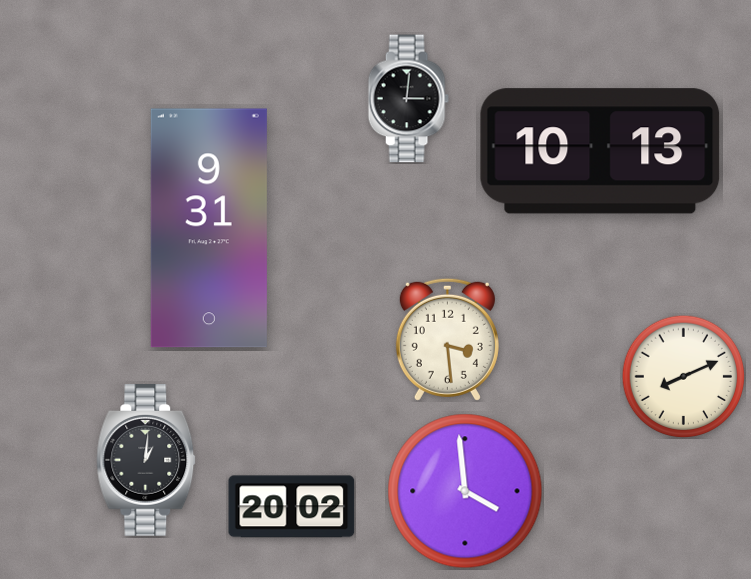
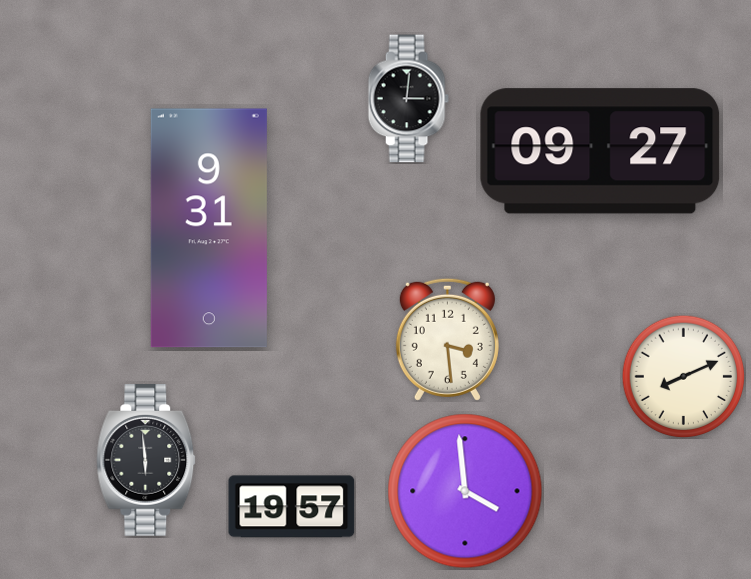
clock at (600, 151): 10:13 -> 09:27
clock at (146, 461): 1:01 -> 5:59
clock at (292, 507): 20:02 -> 19:57
